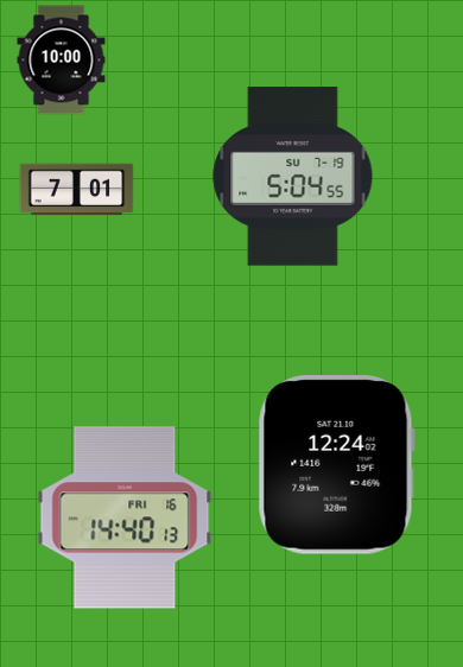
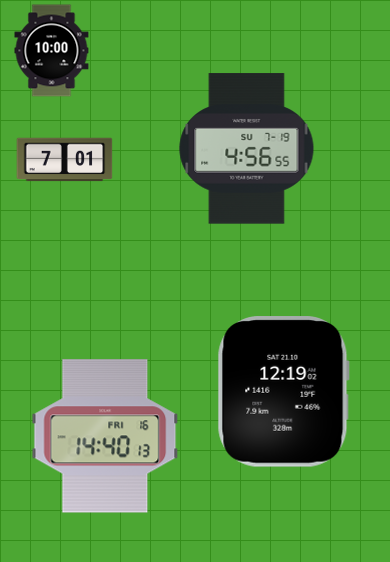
clock at (293, 177): 5:04 -> 4:56
clock at (336, 465): 12:24 -> 12:19
